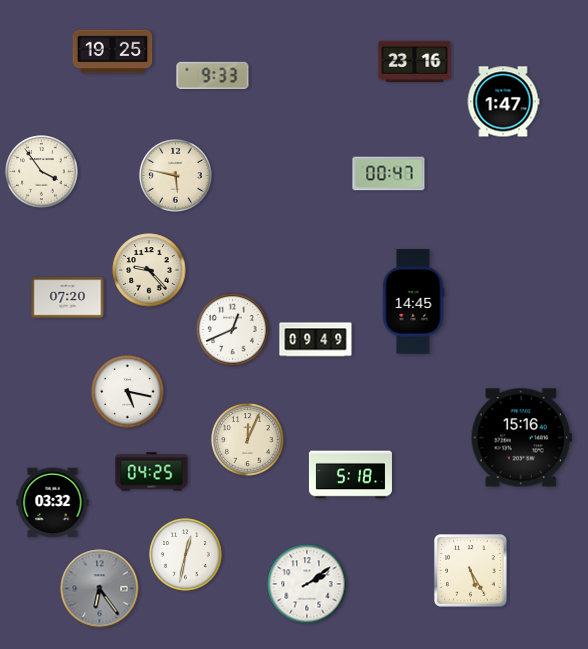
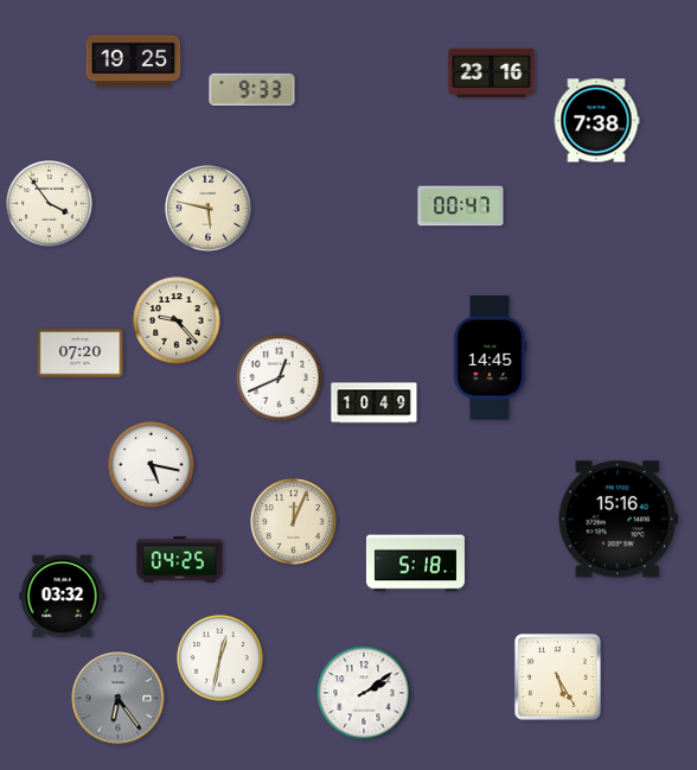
clock at (503, 102): 1:47 -> 7:38
clock at (233, 330) position: (233, 330) -> (280, 378)
clock at (316, 340): 09:49 -> 10:49
